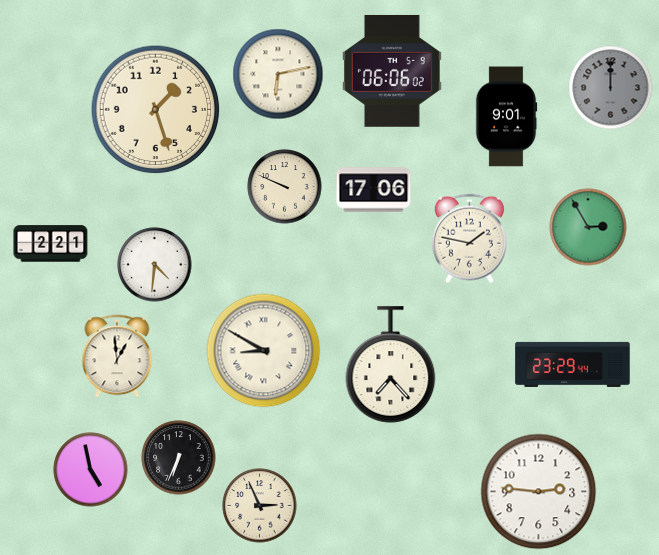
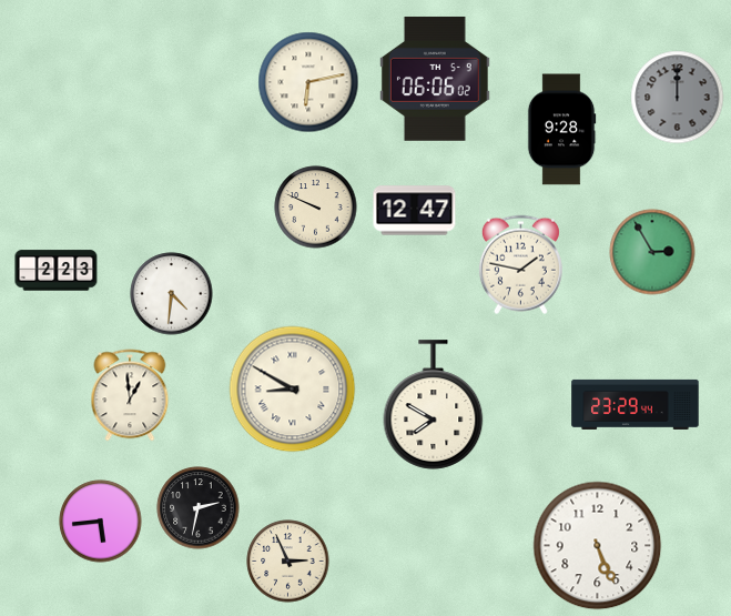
clock at (156, 110): 1:27 -> none
clock at (506, 117): 9:01 -> 9:28
clock at (374, 190): 17:06 -> 12:47
clock at (51, 244): 2:21 -> 2:23
clock at (391, 365): 7:23 -> 7:50
clock at (179, 458): 6:34 -> 2:32
clock at (91, 470): 4:58 -> 5:44
clock at (539, 492): 2:46 -> 5:26
